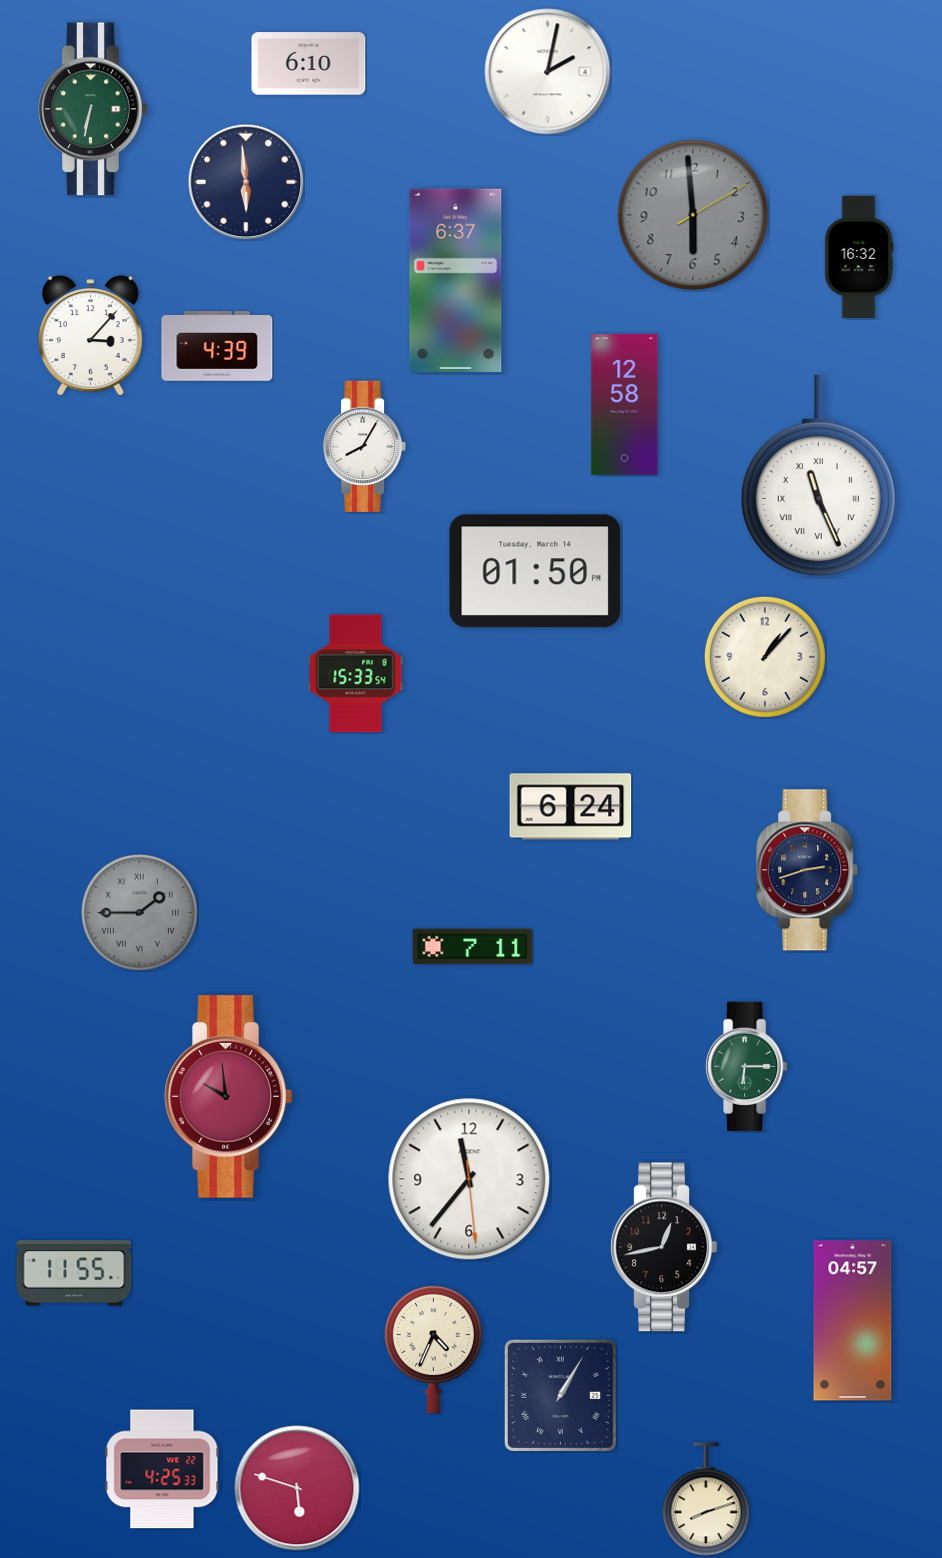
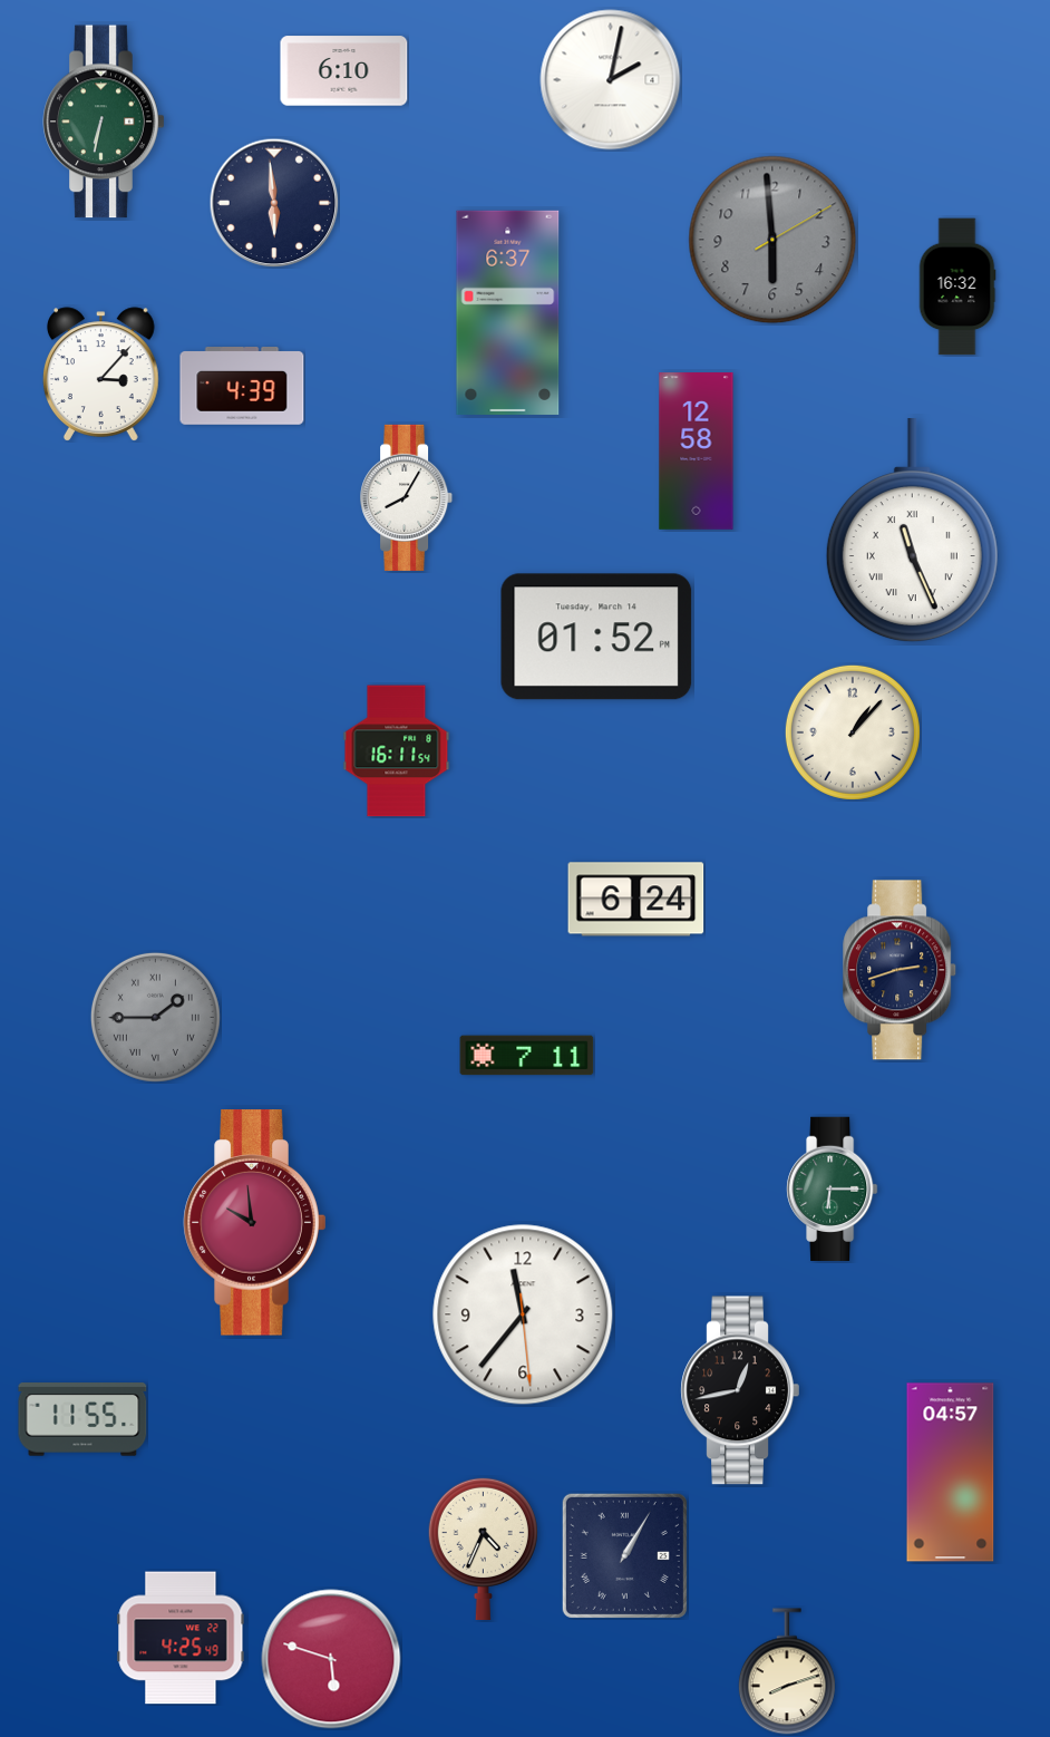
clock at (535, 571): 01:50 -> 01:52
clock at (356, 674): 15:33 -> 16:11
clock at (433, 1348) position: (433, 1348) -> (483, 1547)
clock at (162, 1469): 4:25:33 -> 4:25:49
